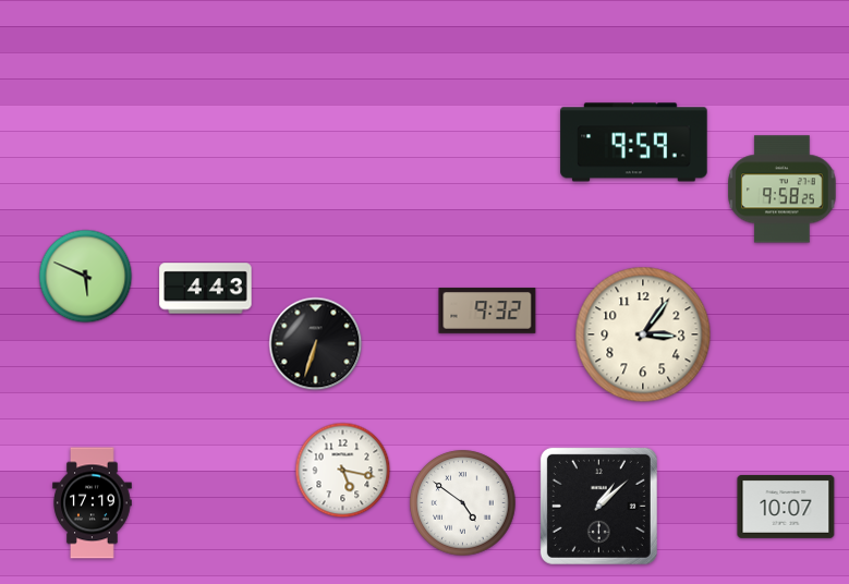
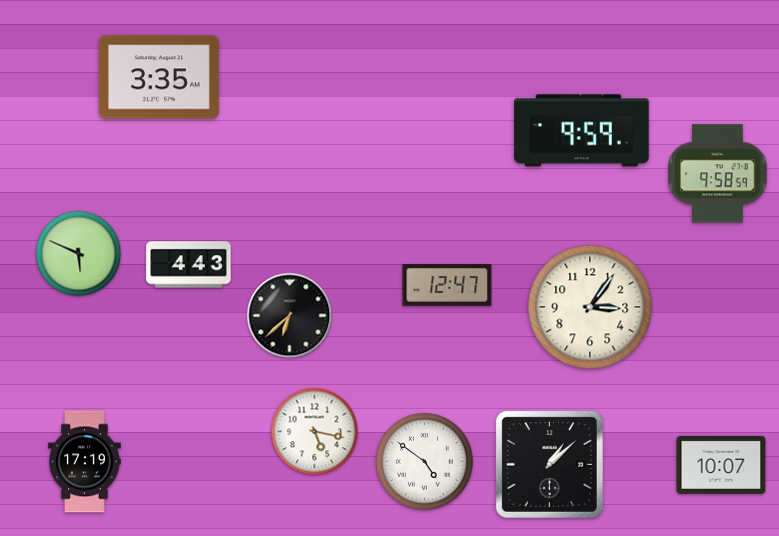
clock at (159, 77): none -> 3:35
clock at (783, 190): 9:58:25 -> 9:58:59
clock at (487, 311): 9:32 -> 12:47
clock at (316, 344): 6:33 -> 6:38
